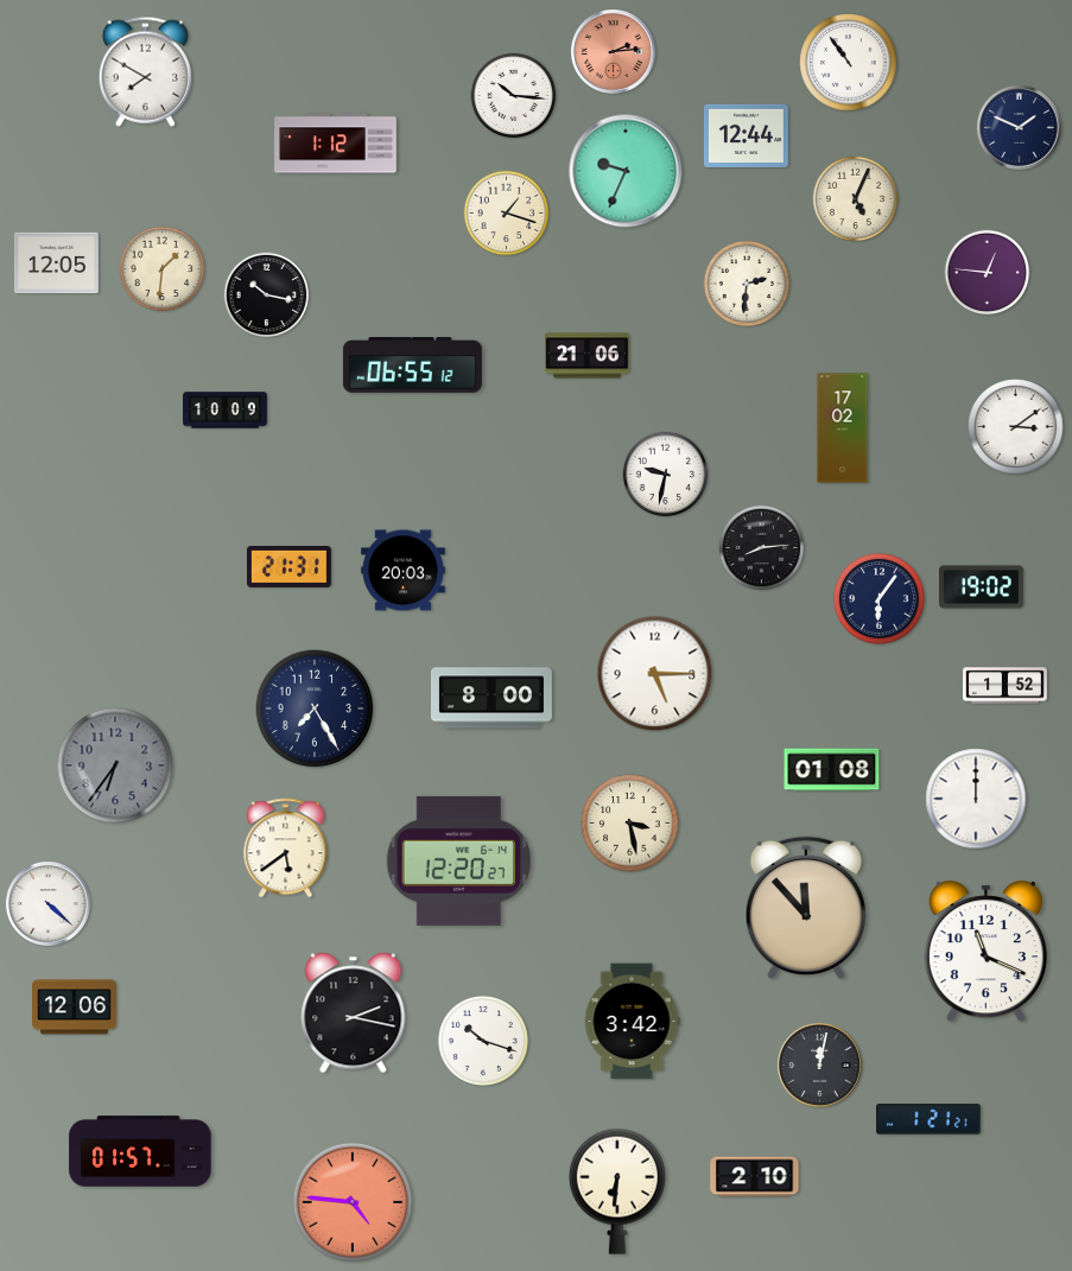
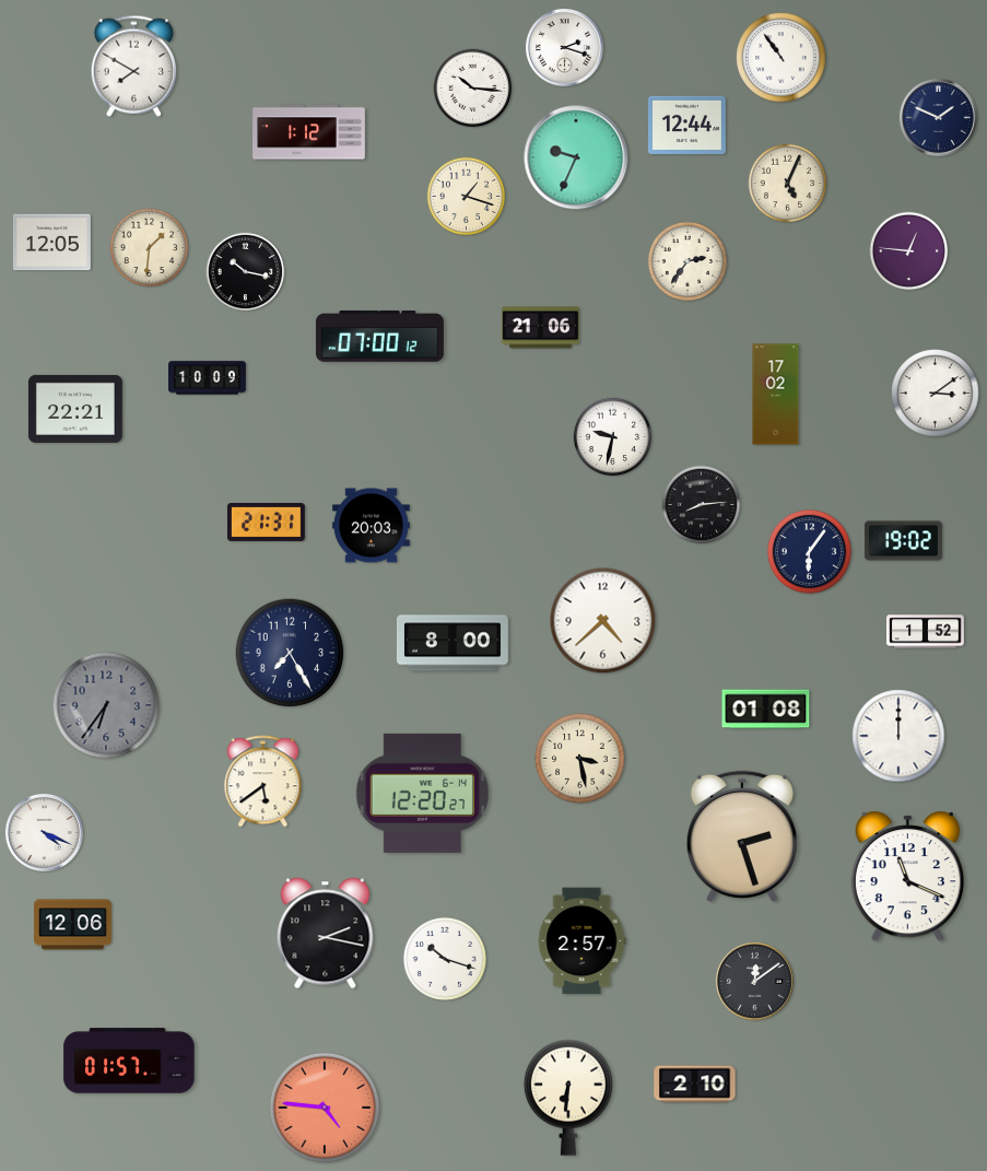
clock at (614, 52): 2:14 -> 2:18
clock at (614, 52) dial: salmon -> white
clock at (747, 284): 2:31 -> 2:36
clock at (412, 366): 06:55 -> 07:00
clock at (75, 409): none -> 22:21
clock at (655, 674): 5:15 -> 4:38
clock at (49, 904): 4:22 -> 4:19
clock at (806, 907): 11:53 -> 2:27
clock at (75, 1008) position: (75, 1008) -> (73, 925)
clock at (632, 1022): 3:42 -> 2:57
clock at (820, 1066): 12:02 -> 12:09
clock at (928, 1119): 1:21 -> none
